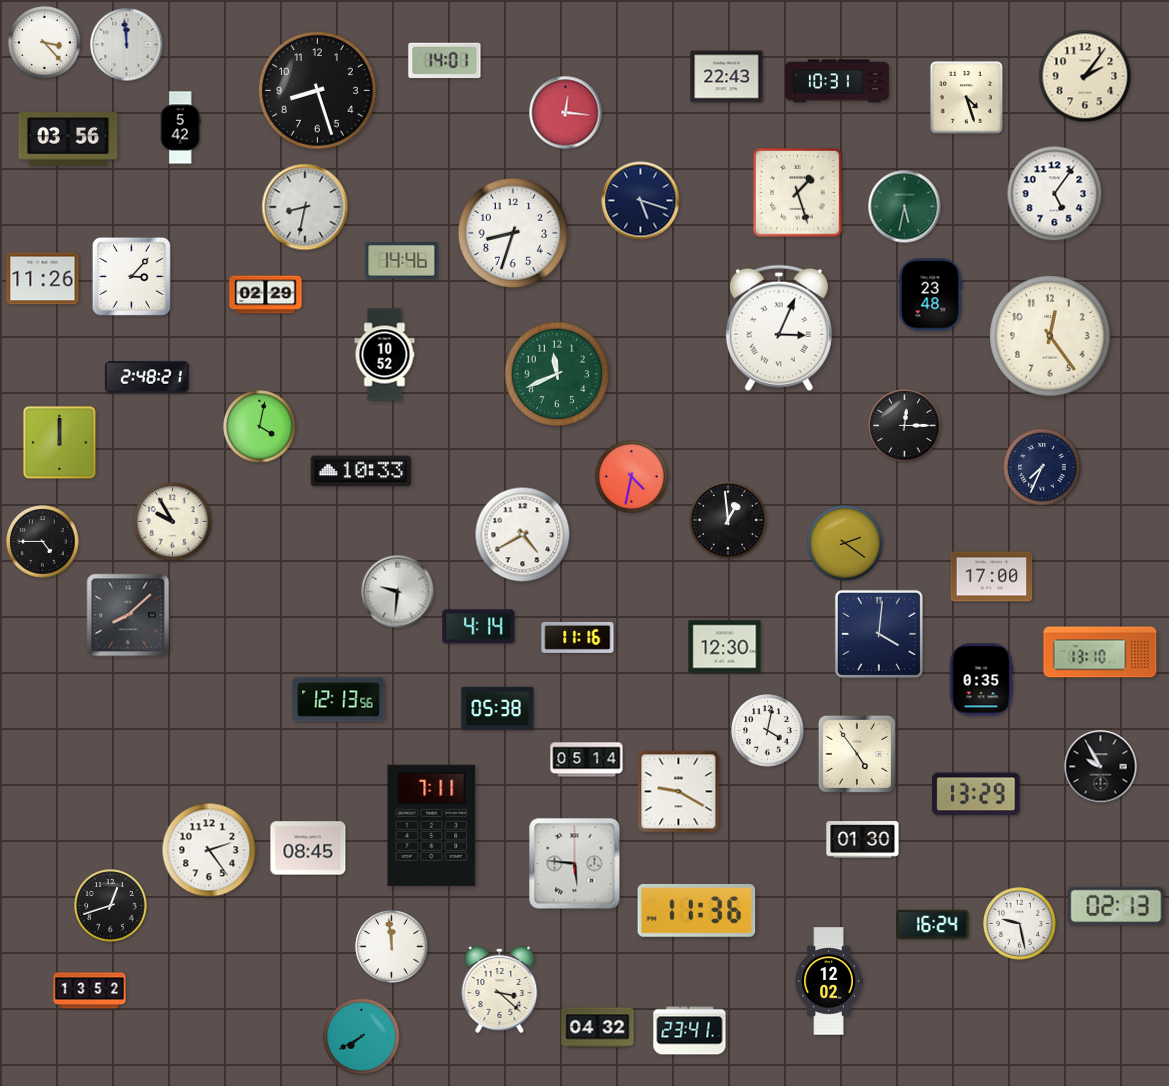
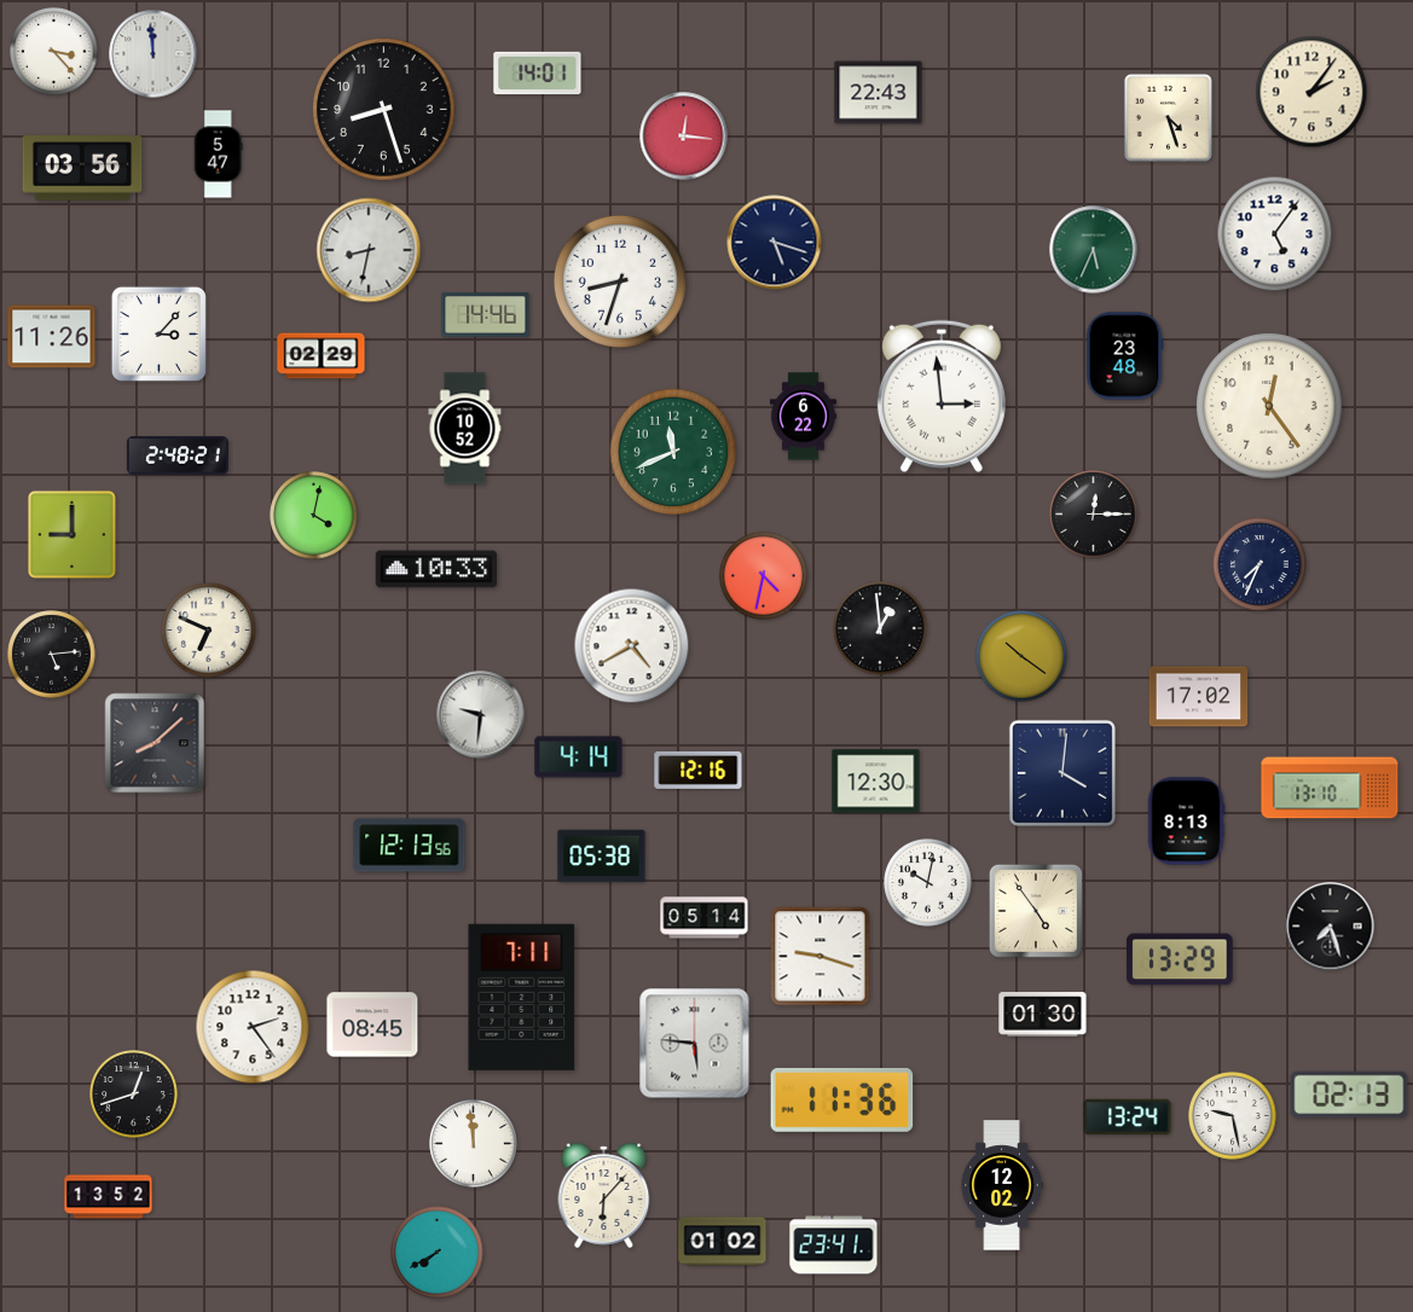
clock at (837, 81): 10:31 -> none
clock at (180, 128): 5:42 -> 5:47
clock at (798, 193): 1:27 -> none
clock at (905, 207): 5:32 -> 5:34
clock at (779, 328): 3:04 -> 2:59
clock at (803, 417): none -> 6:22
clock at (59, 442): 12:00 -> 9:00
clock at (173, 522): 9:55 -> 6:49
clock at (43, 542): 4:45 -> 5:14
clock at (845, 543): 2:21 -> 10:21
clock at (992, 577): 17:00 -> 17:02
clock at (879, 634) position: (879, 634) -> (1062, 773)
clock at (578, 637): 11:16 -> 12:16
clock at (981, 680): 0:35 -> 8:13
clock at (768, 731): 4:02 -> 10:02
clock at (587, 760) position: (587, 760) -> (705, 918)
clock at (1101, 767): 9:55 -> 7:27
clock at (679, 792): 9:20 -> 9:18
clock at (933, 925): 16:24 -> 13:24
clock at (500, 989): 3:22 -> 6:07
clock at (598, 1028): 04:32 -> 01:02
